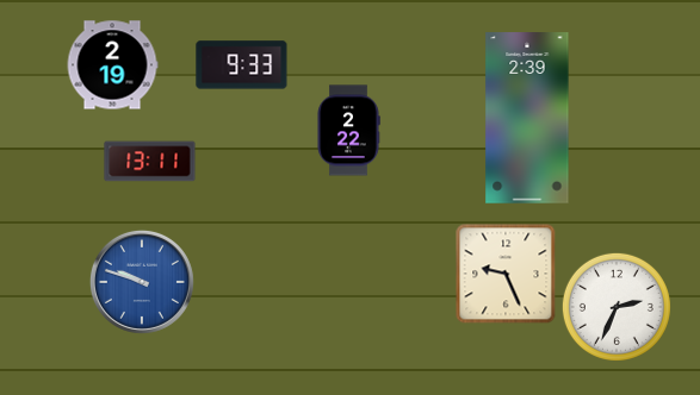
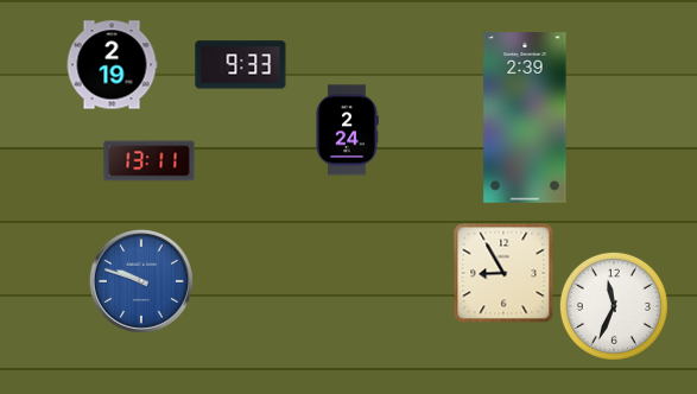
clock at (348, 131): 2:22 -> 2:24
clock at (506, 274): 9:26 -> 8:55
clock at (617, 307): 2:34 -> 11:34
